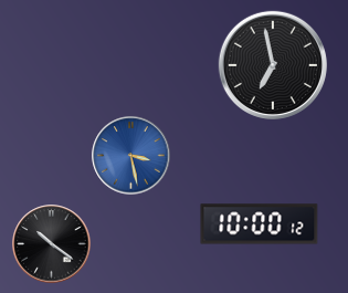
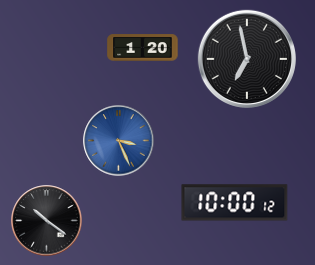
clock at (143, 48): none -> 1:20
clock at (131, 156): 3:28 -> 3:26
